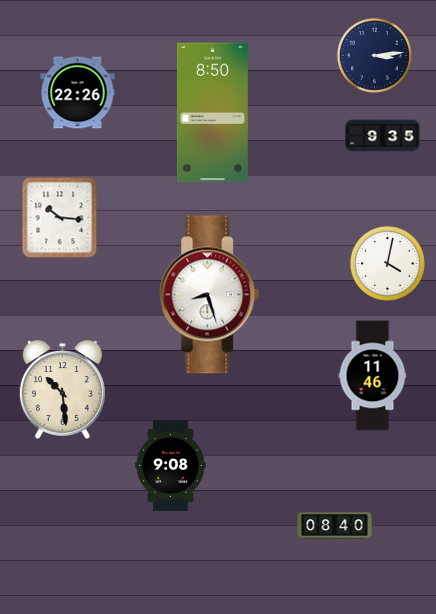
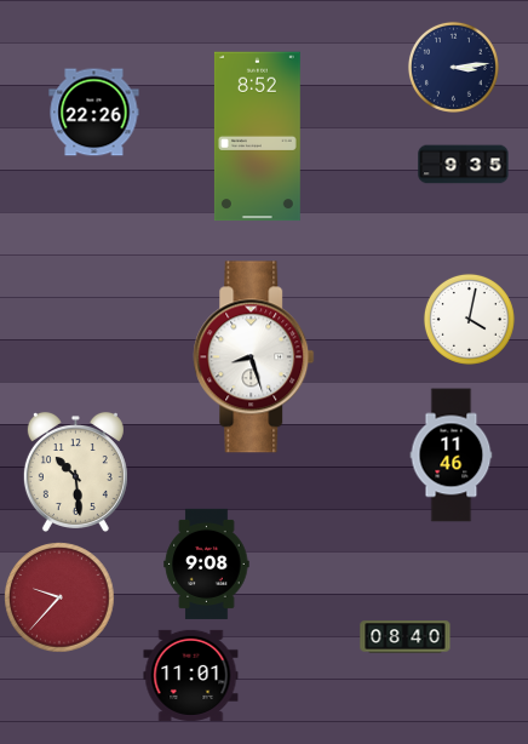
clock at (212, 113): 8:50 -> 8:52
clock at (60, 218): 10:16 -> none
clock at (59, 597): none -> 9:37
clock at (191, 675): none -> 11:01
